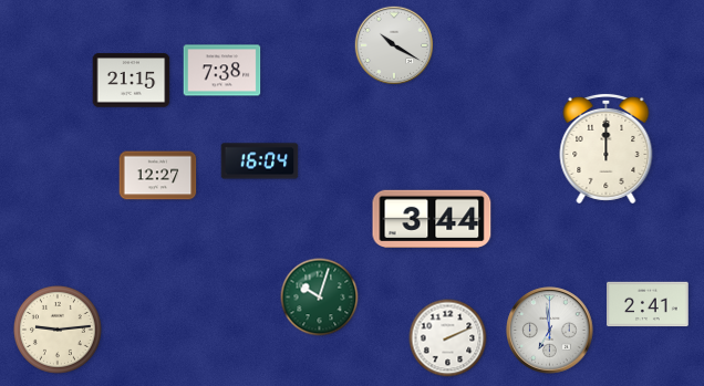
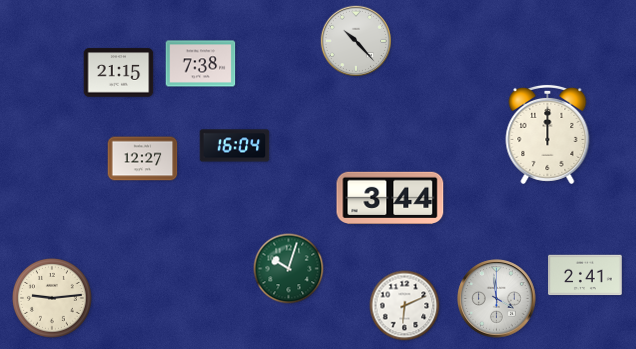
clock at (394, 45): 10:20 -> 10:23
clock at (550, 331): 6:59 -> 3:59
clock at (448, 338): 2:11 -> 6:11
